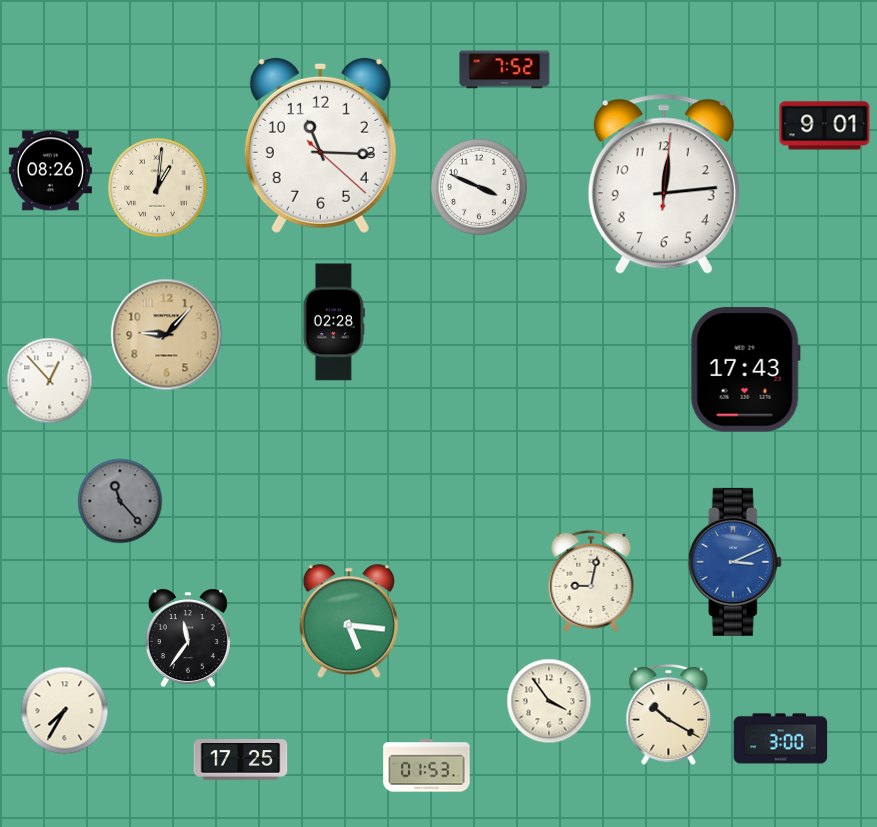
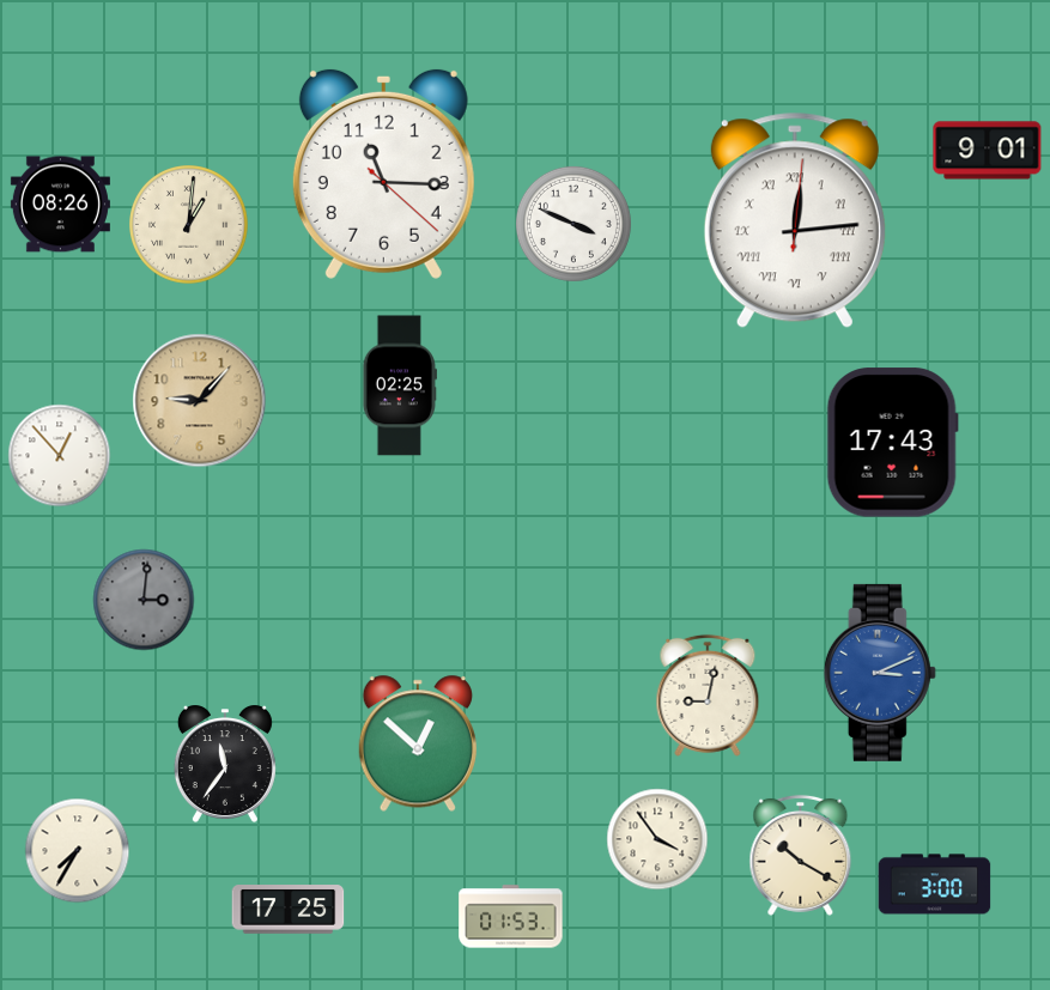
clock at (505, 70): 7:52 -> none
clock at (664, 184) numerals: Arabic -> Roman
clock at (334, 322): 02:28 -> 02:25
clock at (120, 501): 11:23 -> 3:01
clock at (348, 621): 5:16 -> 12:52
